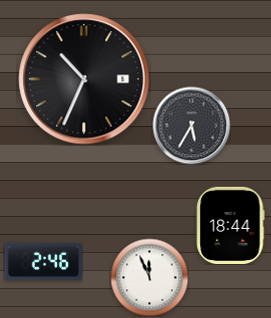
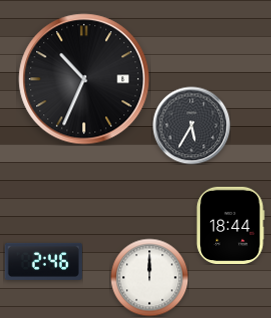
clock at (149, 277): 11:56 -> 12:00
